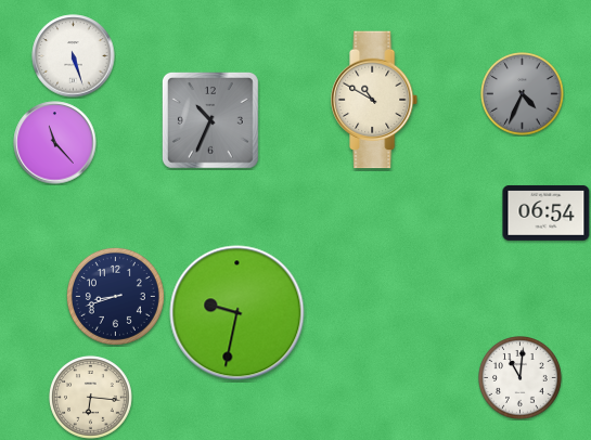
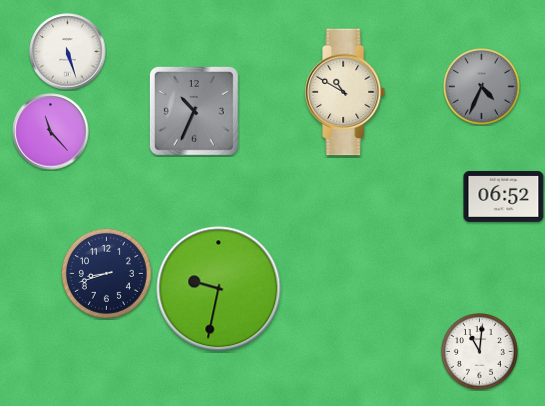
clock at (547, 212): 06:54 -> 06:52
clock at (521, 378) position: (521, 378) -> (480, 352)
clock at (91, 398): 6:16 -> none
